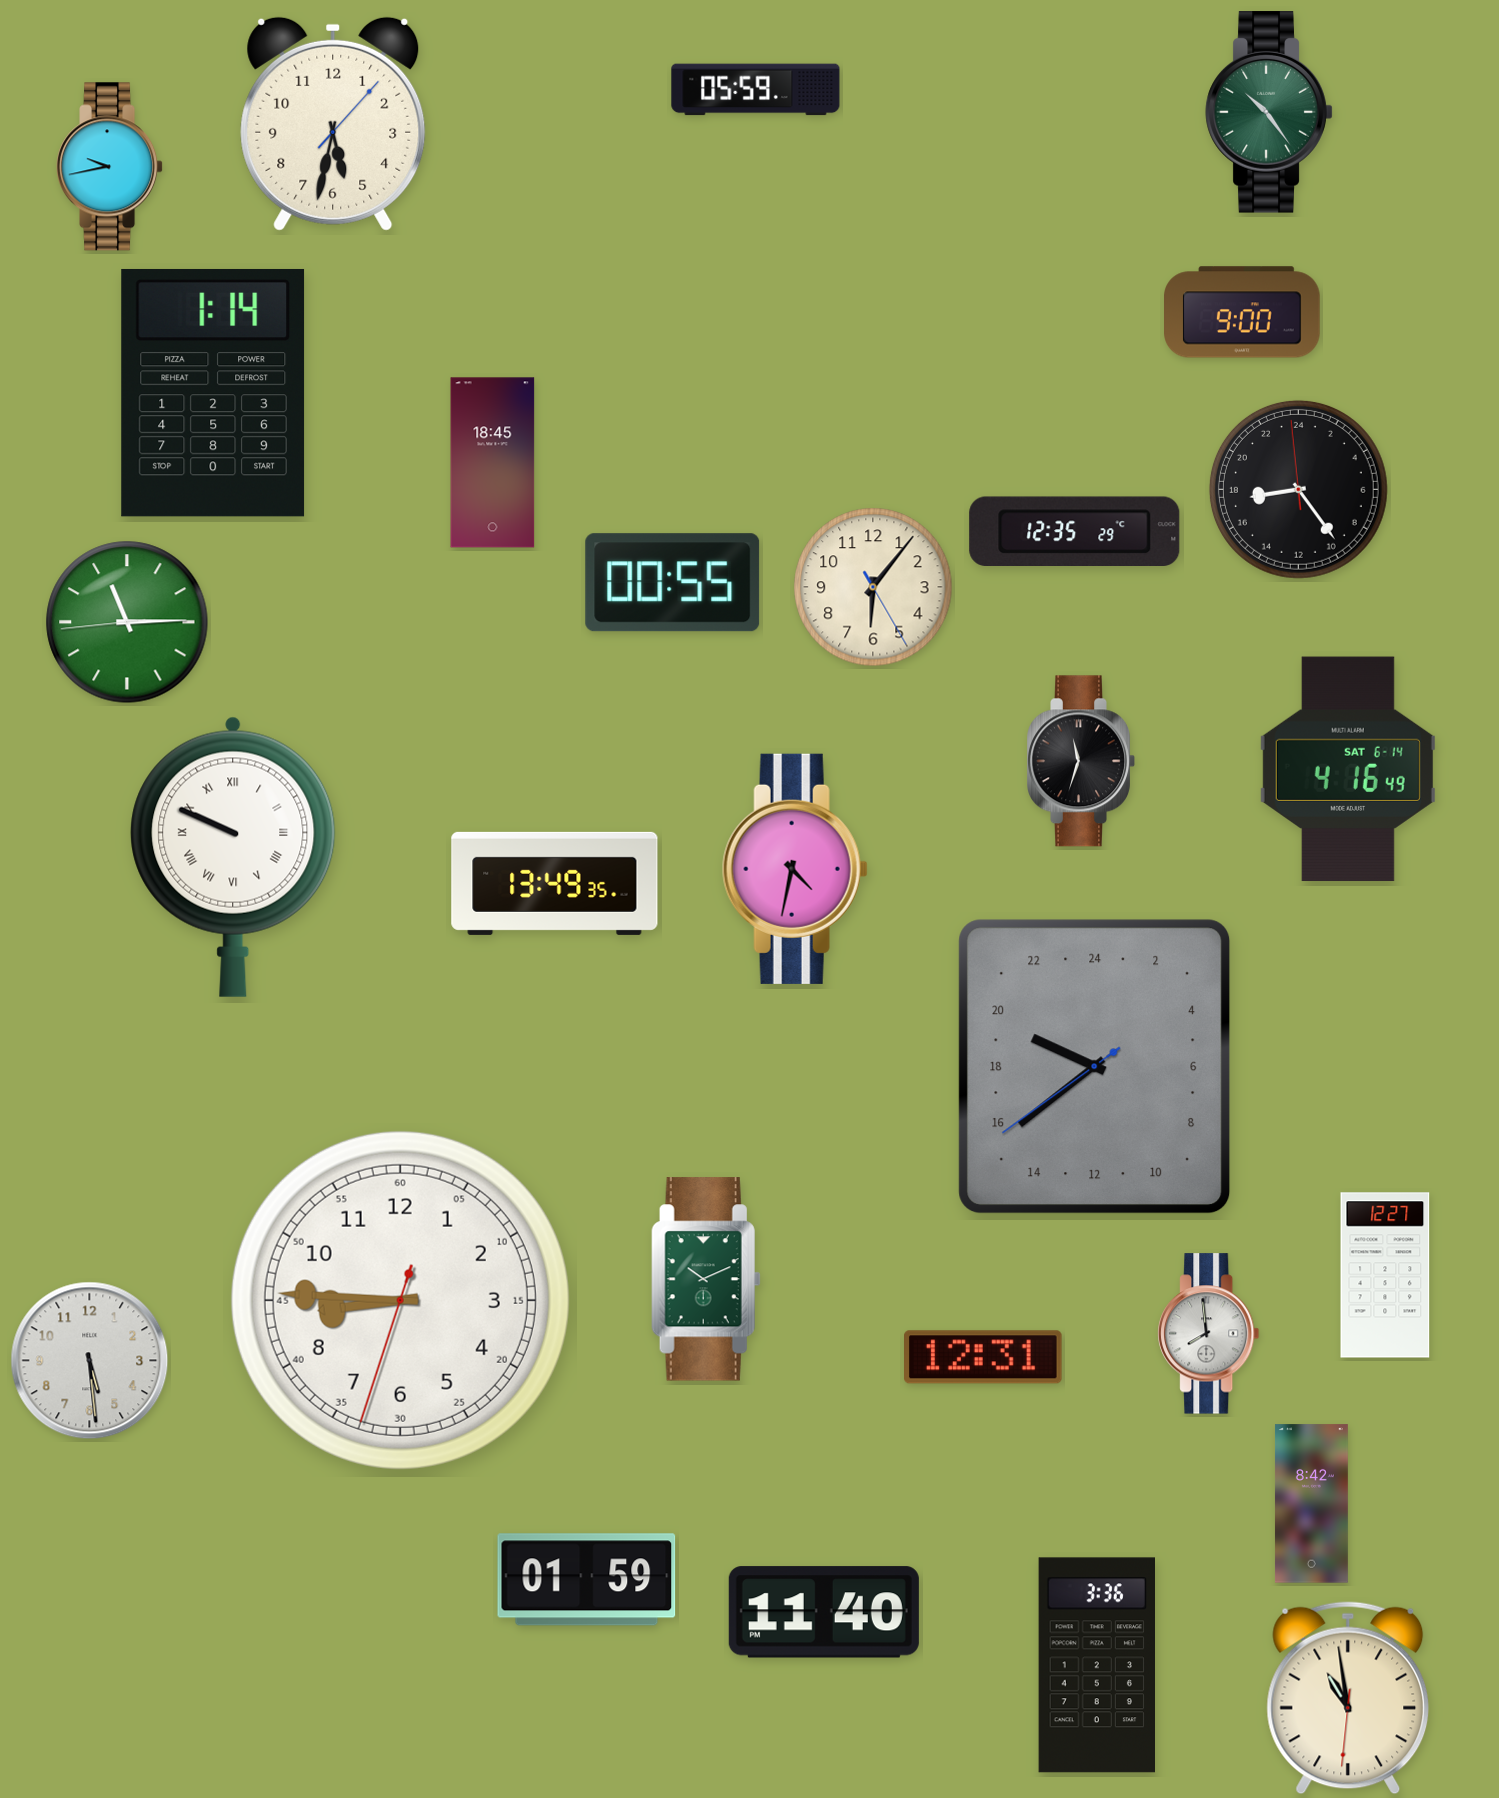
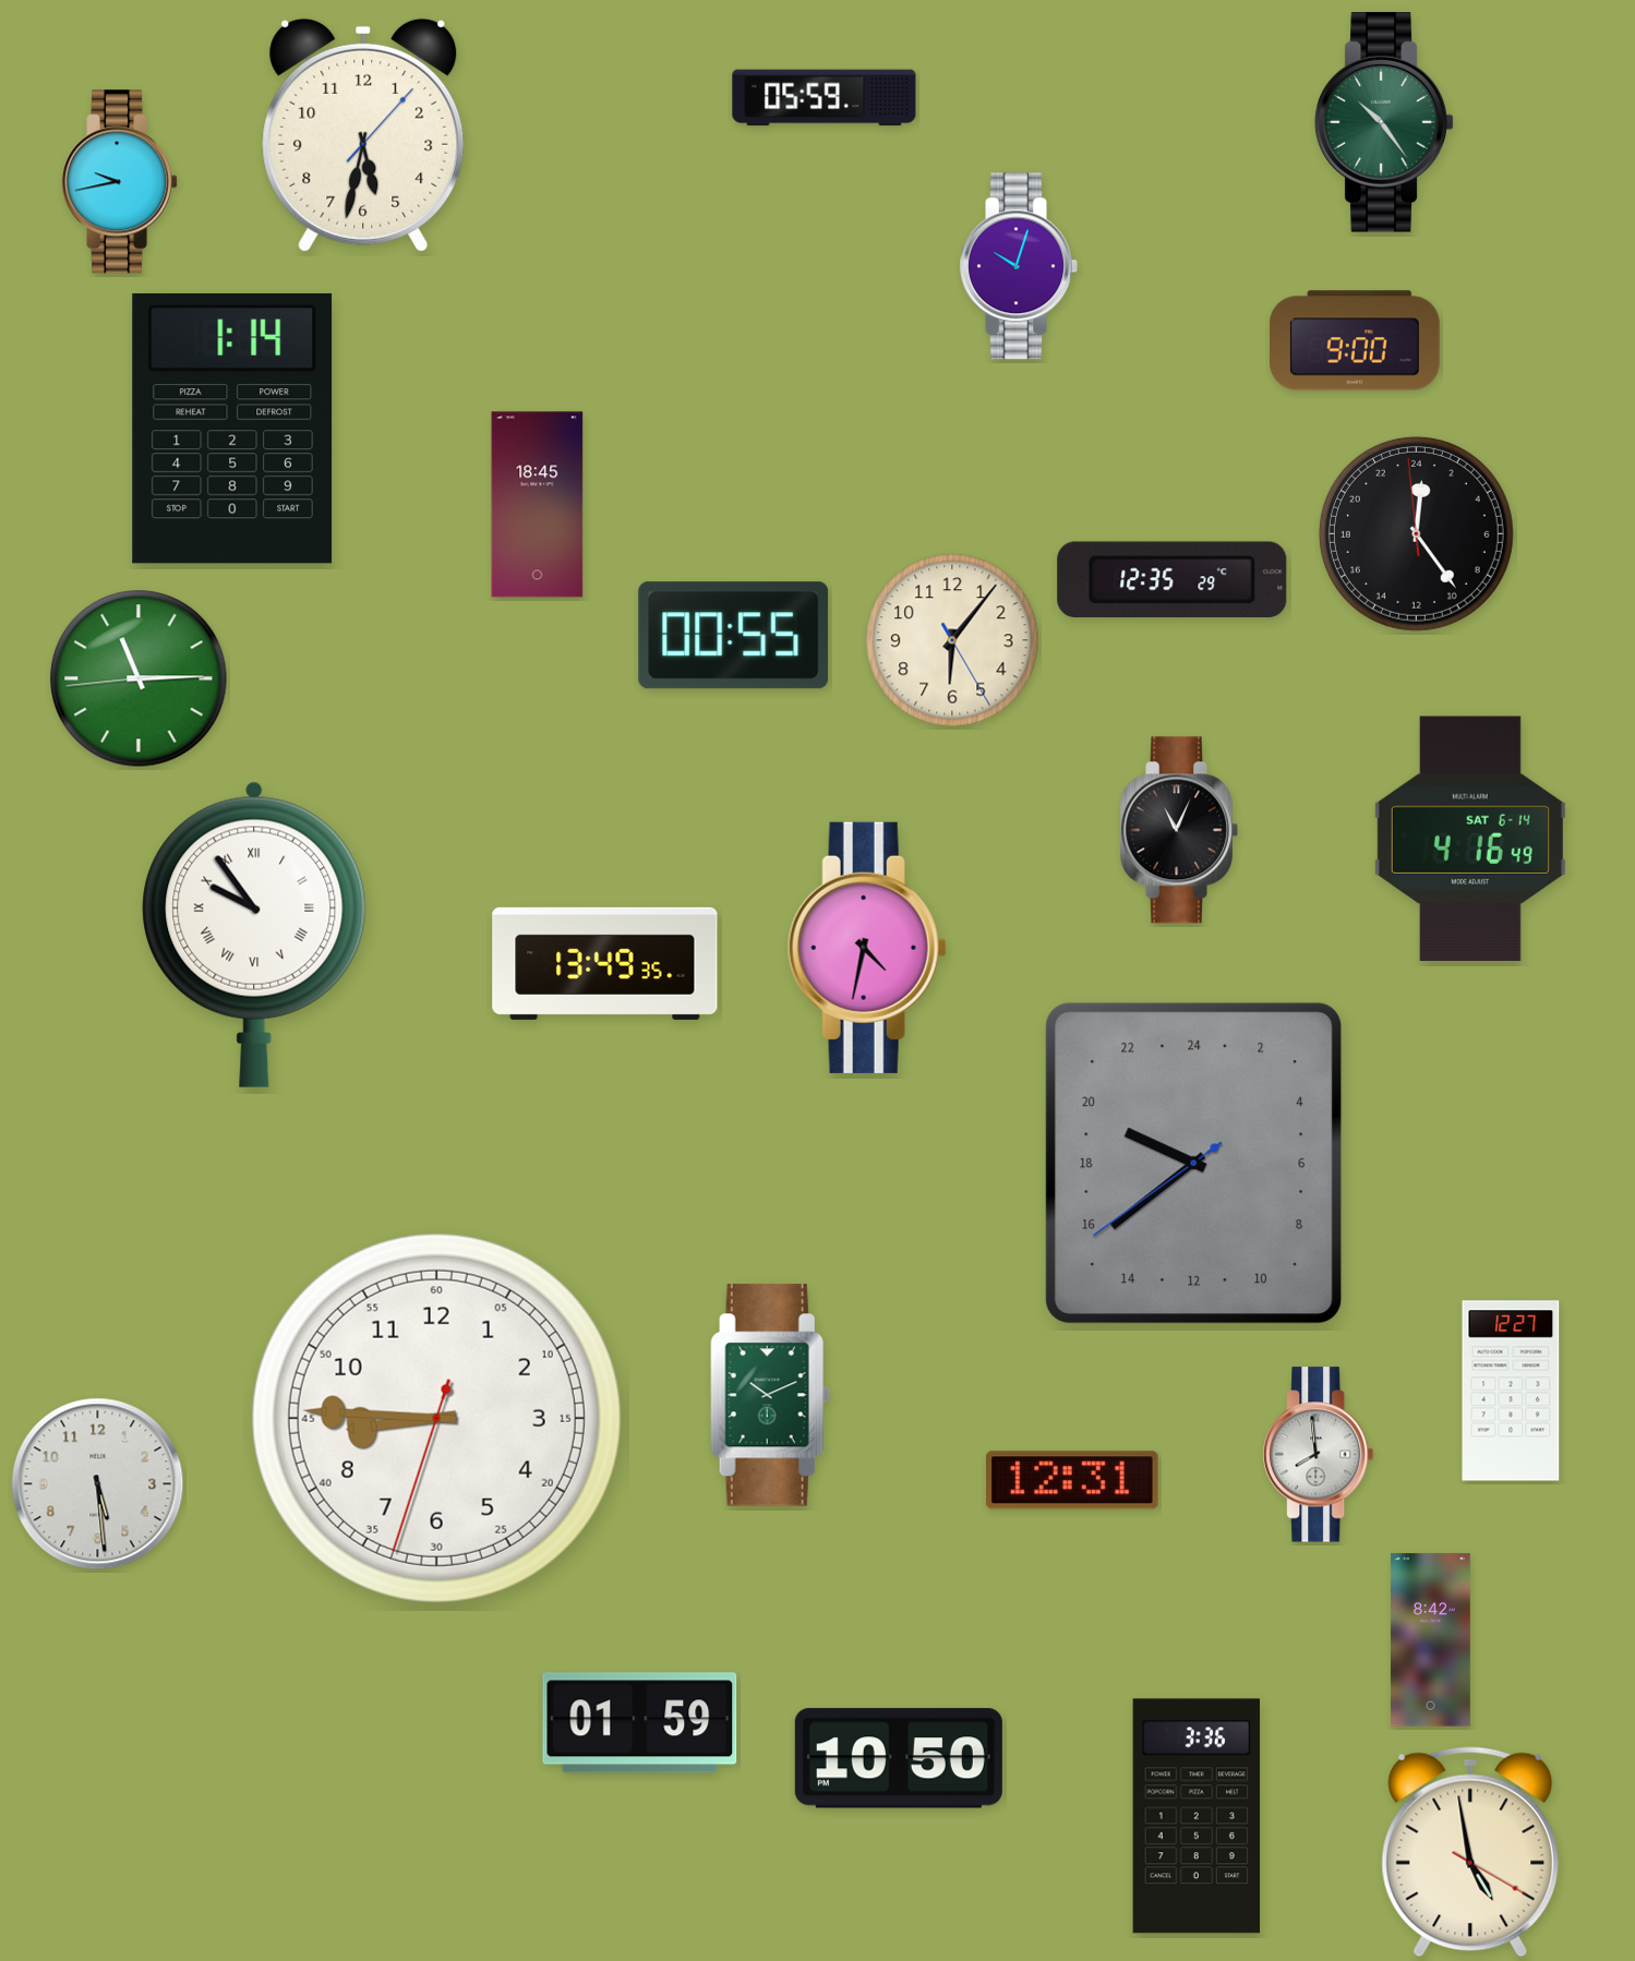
clock at (1019, 266): none -> 10:03
clock at (1298, 489): 17:23 -> 0:23
clock at (1081, 761): 11:33 -> 11:04
clock at (233, 857): 9:49 -> 9:54
clock at (824, 1612): 11:40 -> 10:50
clock at (1348, 1698): 10:58 -> 4:58
